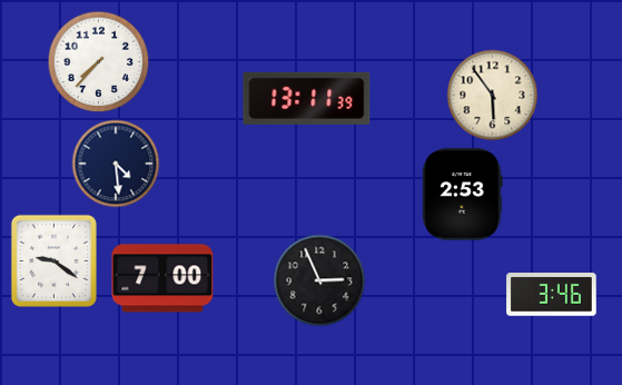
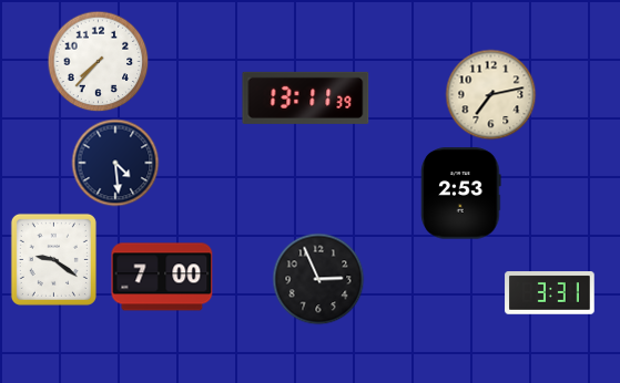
clock at (493, 96): 5:54 -> 7:13
clock at (552, 295): 3:46 -> 3:31
